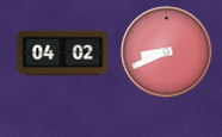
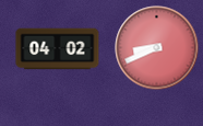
clock at (167, 52) position: (167, 52) -> (157, 48)
